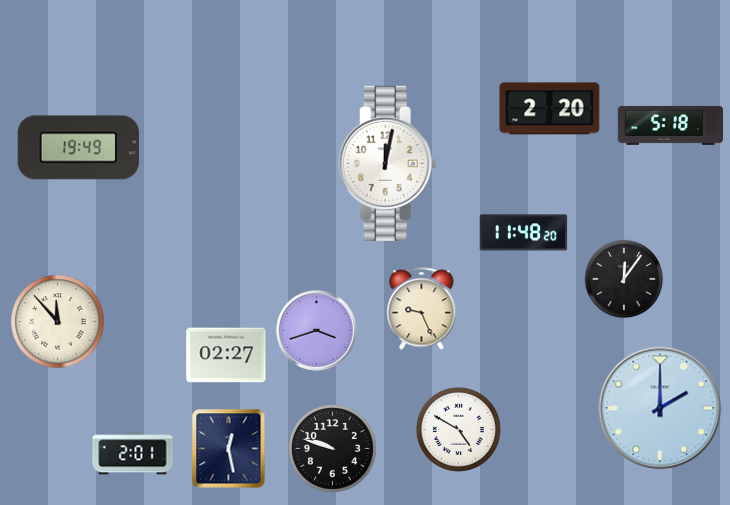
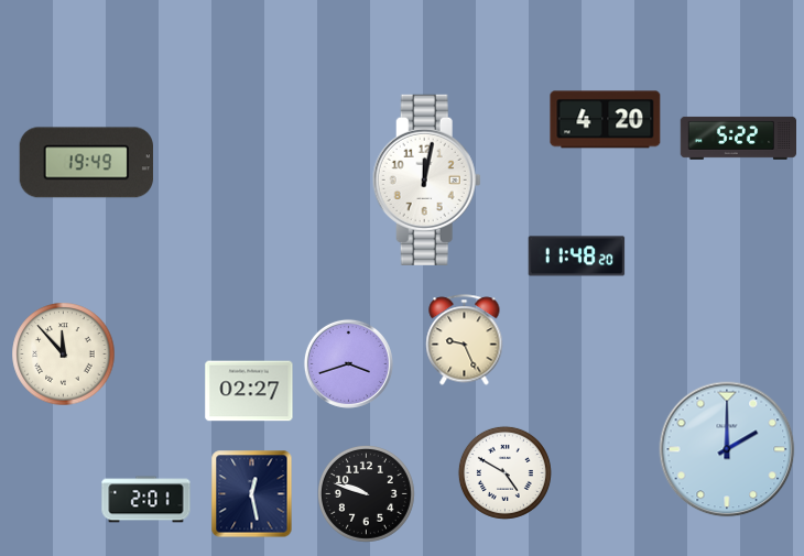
clock at (550, 109): 2:20 -> 4:20
clock at (670, 125): 5:18 -> 5:22
clock at (624, 279): 12:06 -> none
